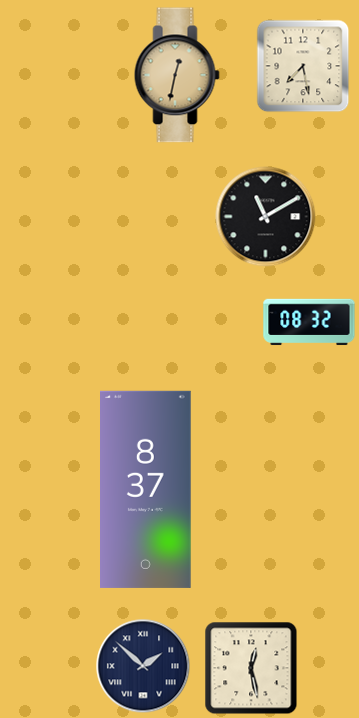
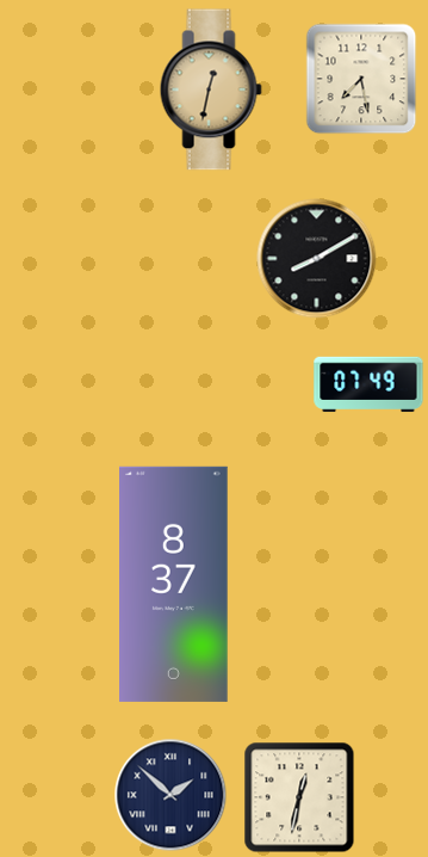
clock at (266, 217): 11:10 -> 8:10
clock at (309, 322): 08:32 -> 07:49
clock at (251, 668): 12:28 -> 12:32
